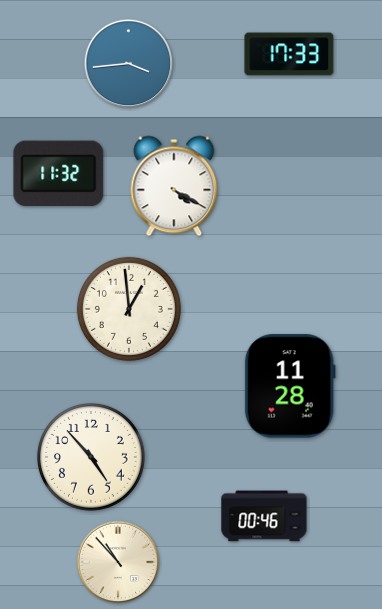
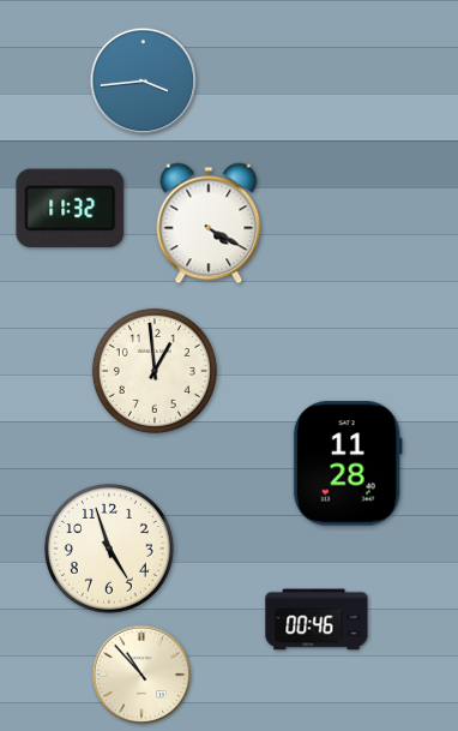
clock at (289, 54): 17:33 -> none
clock at (129, 64) position: (129, 64) -> (144, 82)
clock at (91, 457): 4:53 -> 4:57
